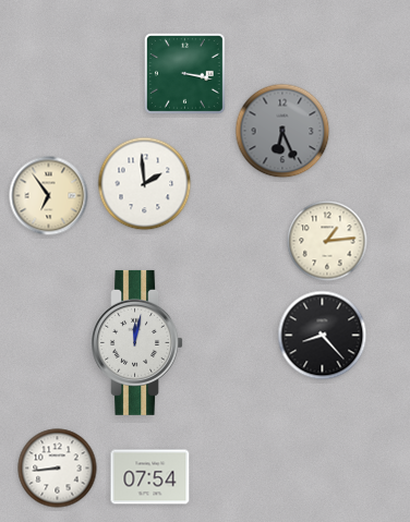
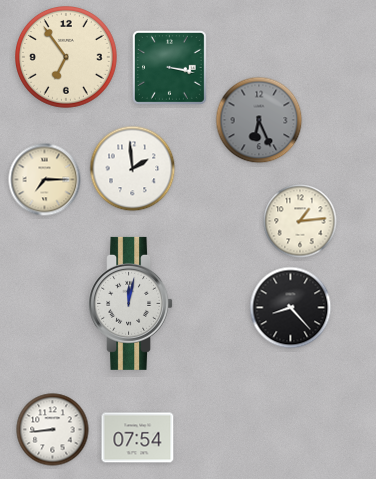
clock at (67, 58): none -> 6:54
clock at (49, 196): 6:54 -> 7:15
clock at (323, 336) position: (323, 336) -> (291, 308)
clock at (137, 342) position: (137, 342) -> (131, 303)
